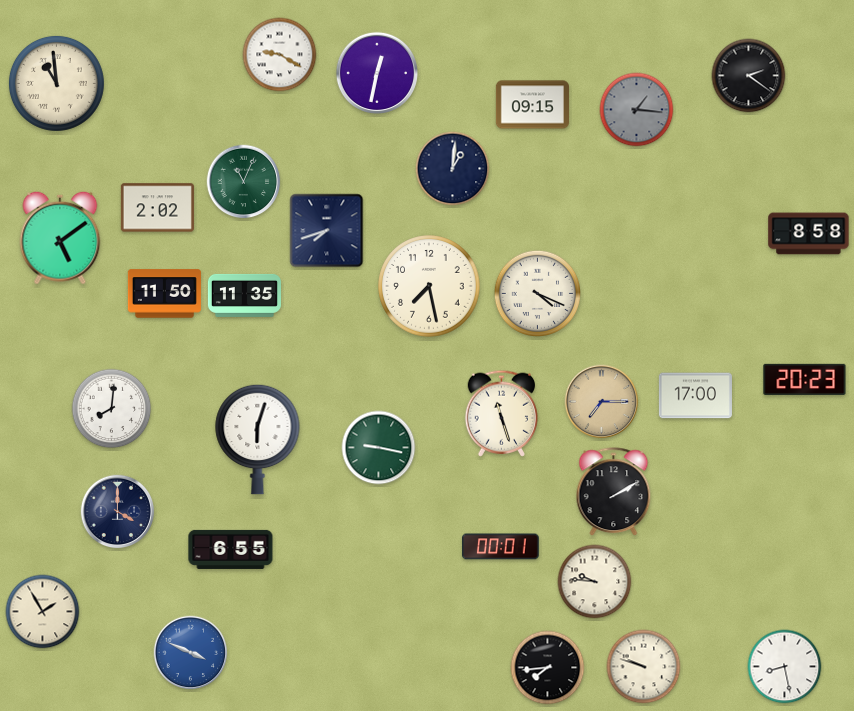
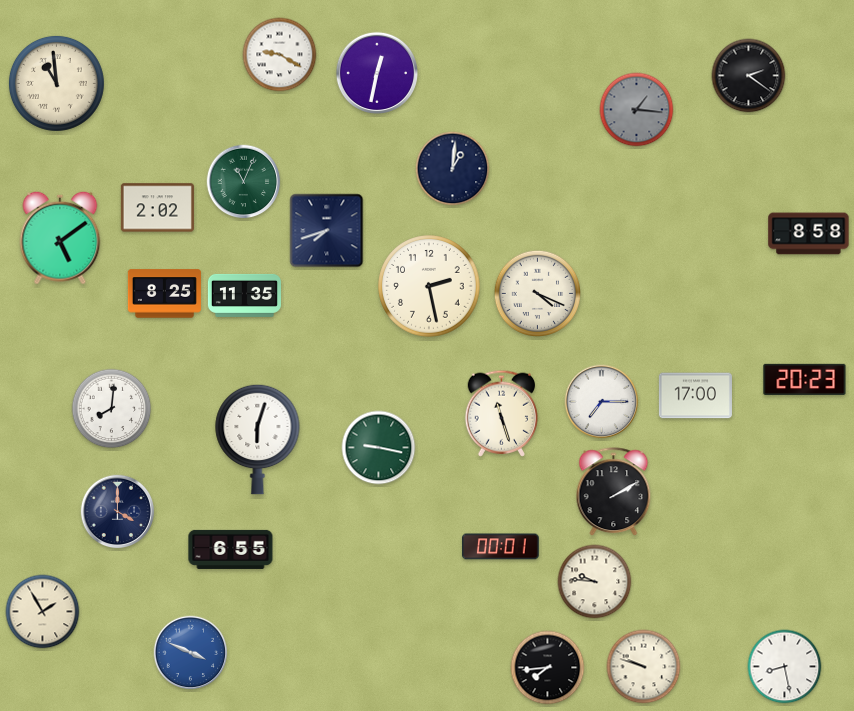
clock at (532, 105): 09:15 -> none
clock at (429, 286): 7:28 -> 2:28
clock at (164, 294): 11:50 -> 8:25
clock at (602, 402) dial: champagne -> white
